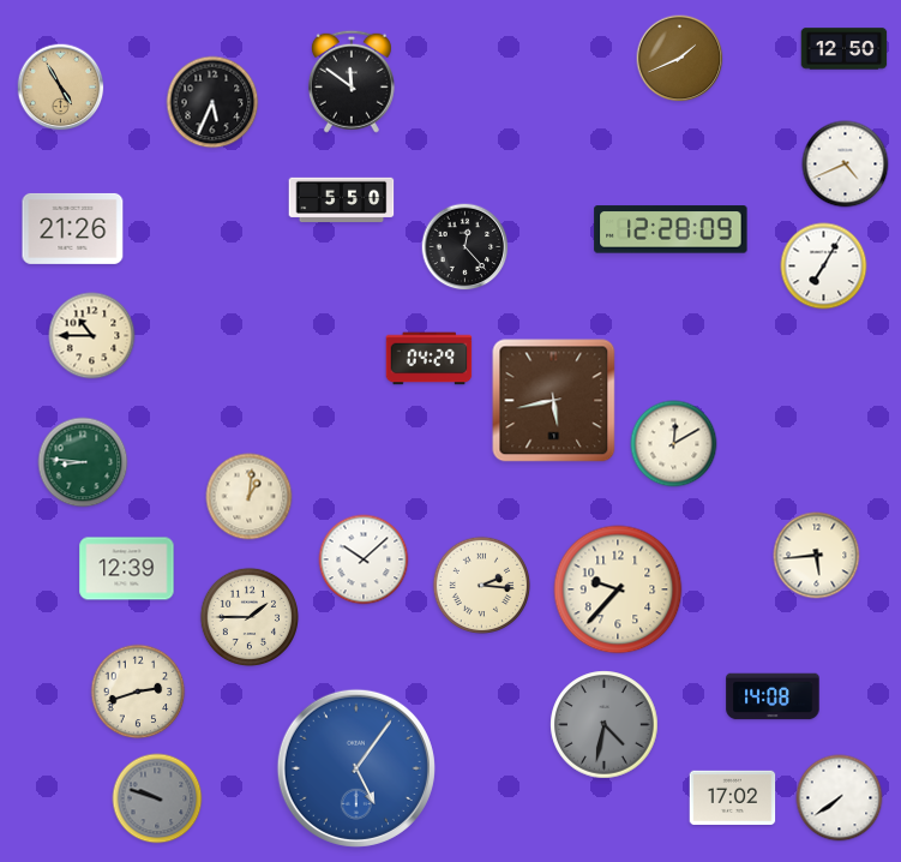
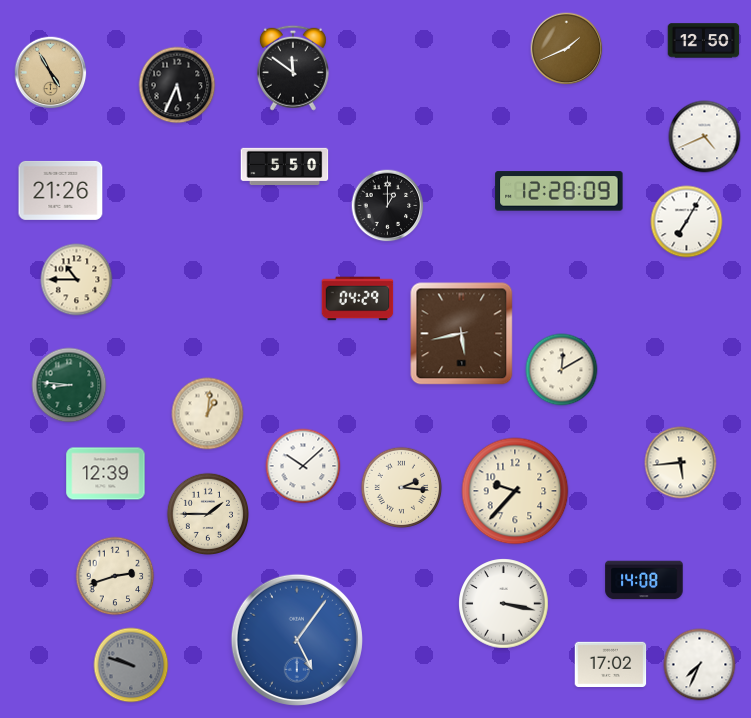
clock at (465, 247): 12:23 -> 1:00
clock at (605, 725): 4:32 -> 3:17
clock at (605, 725) dial: grey -> white
clock at (840, 798): 7:39 -> 7:34
